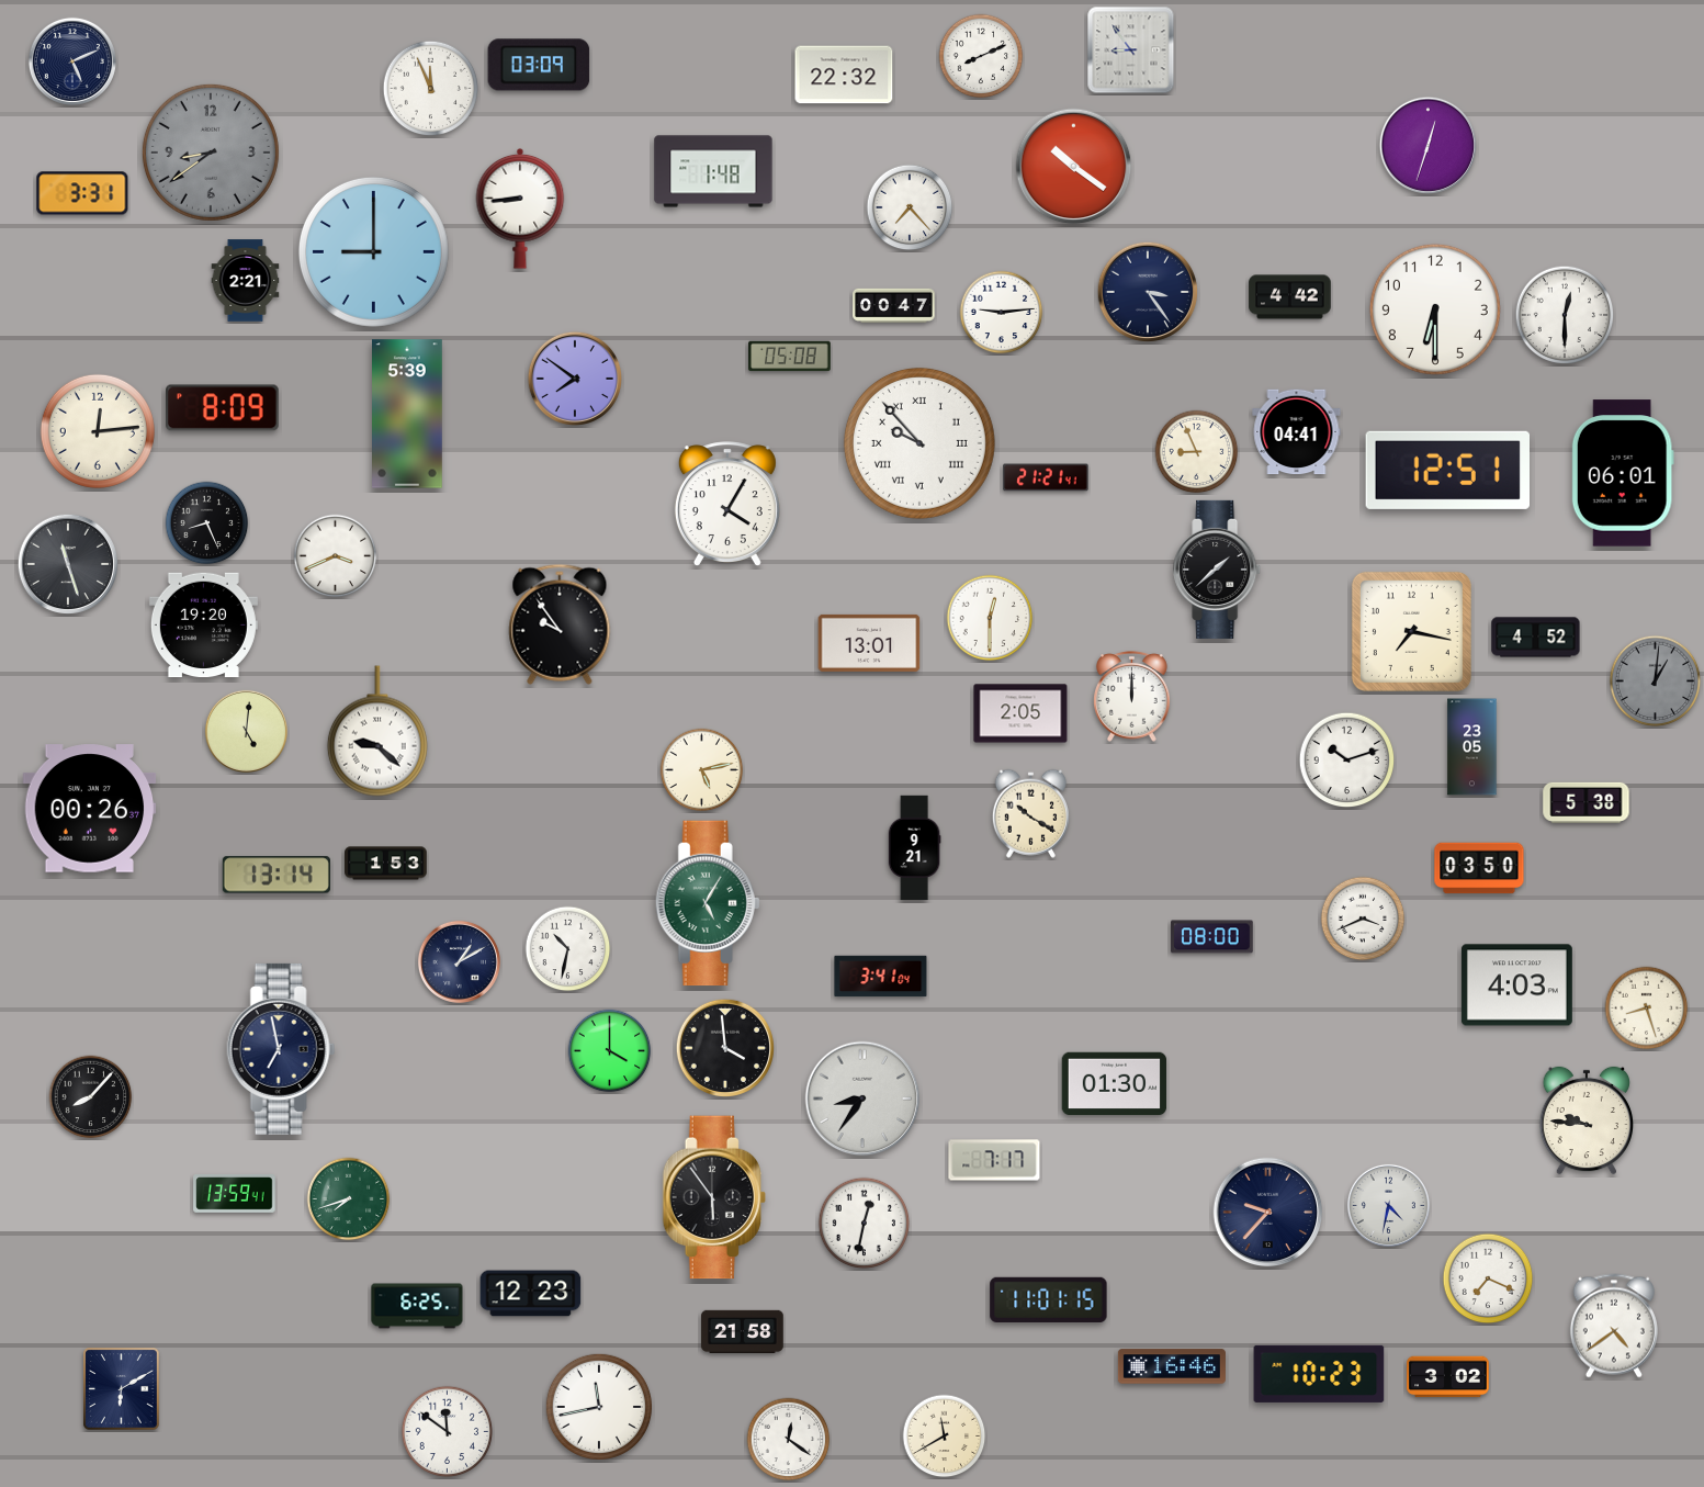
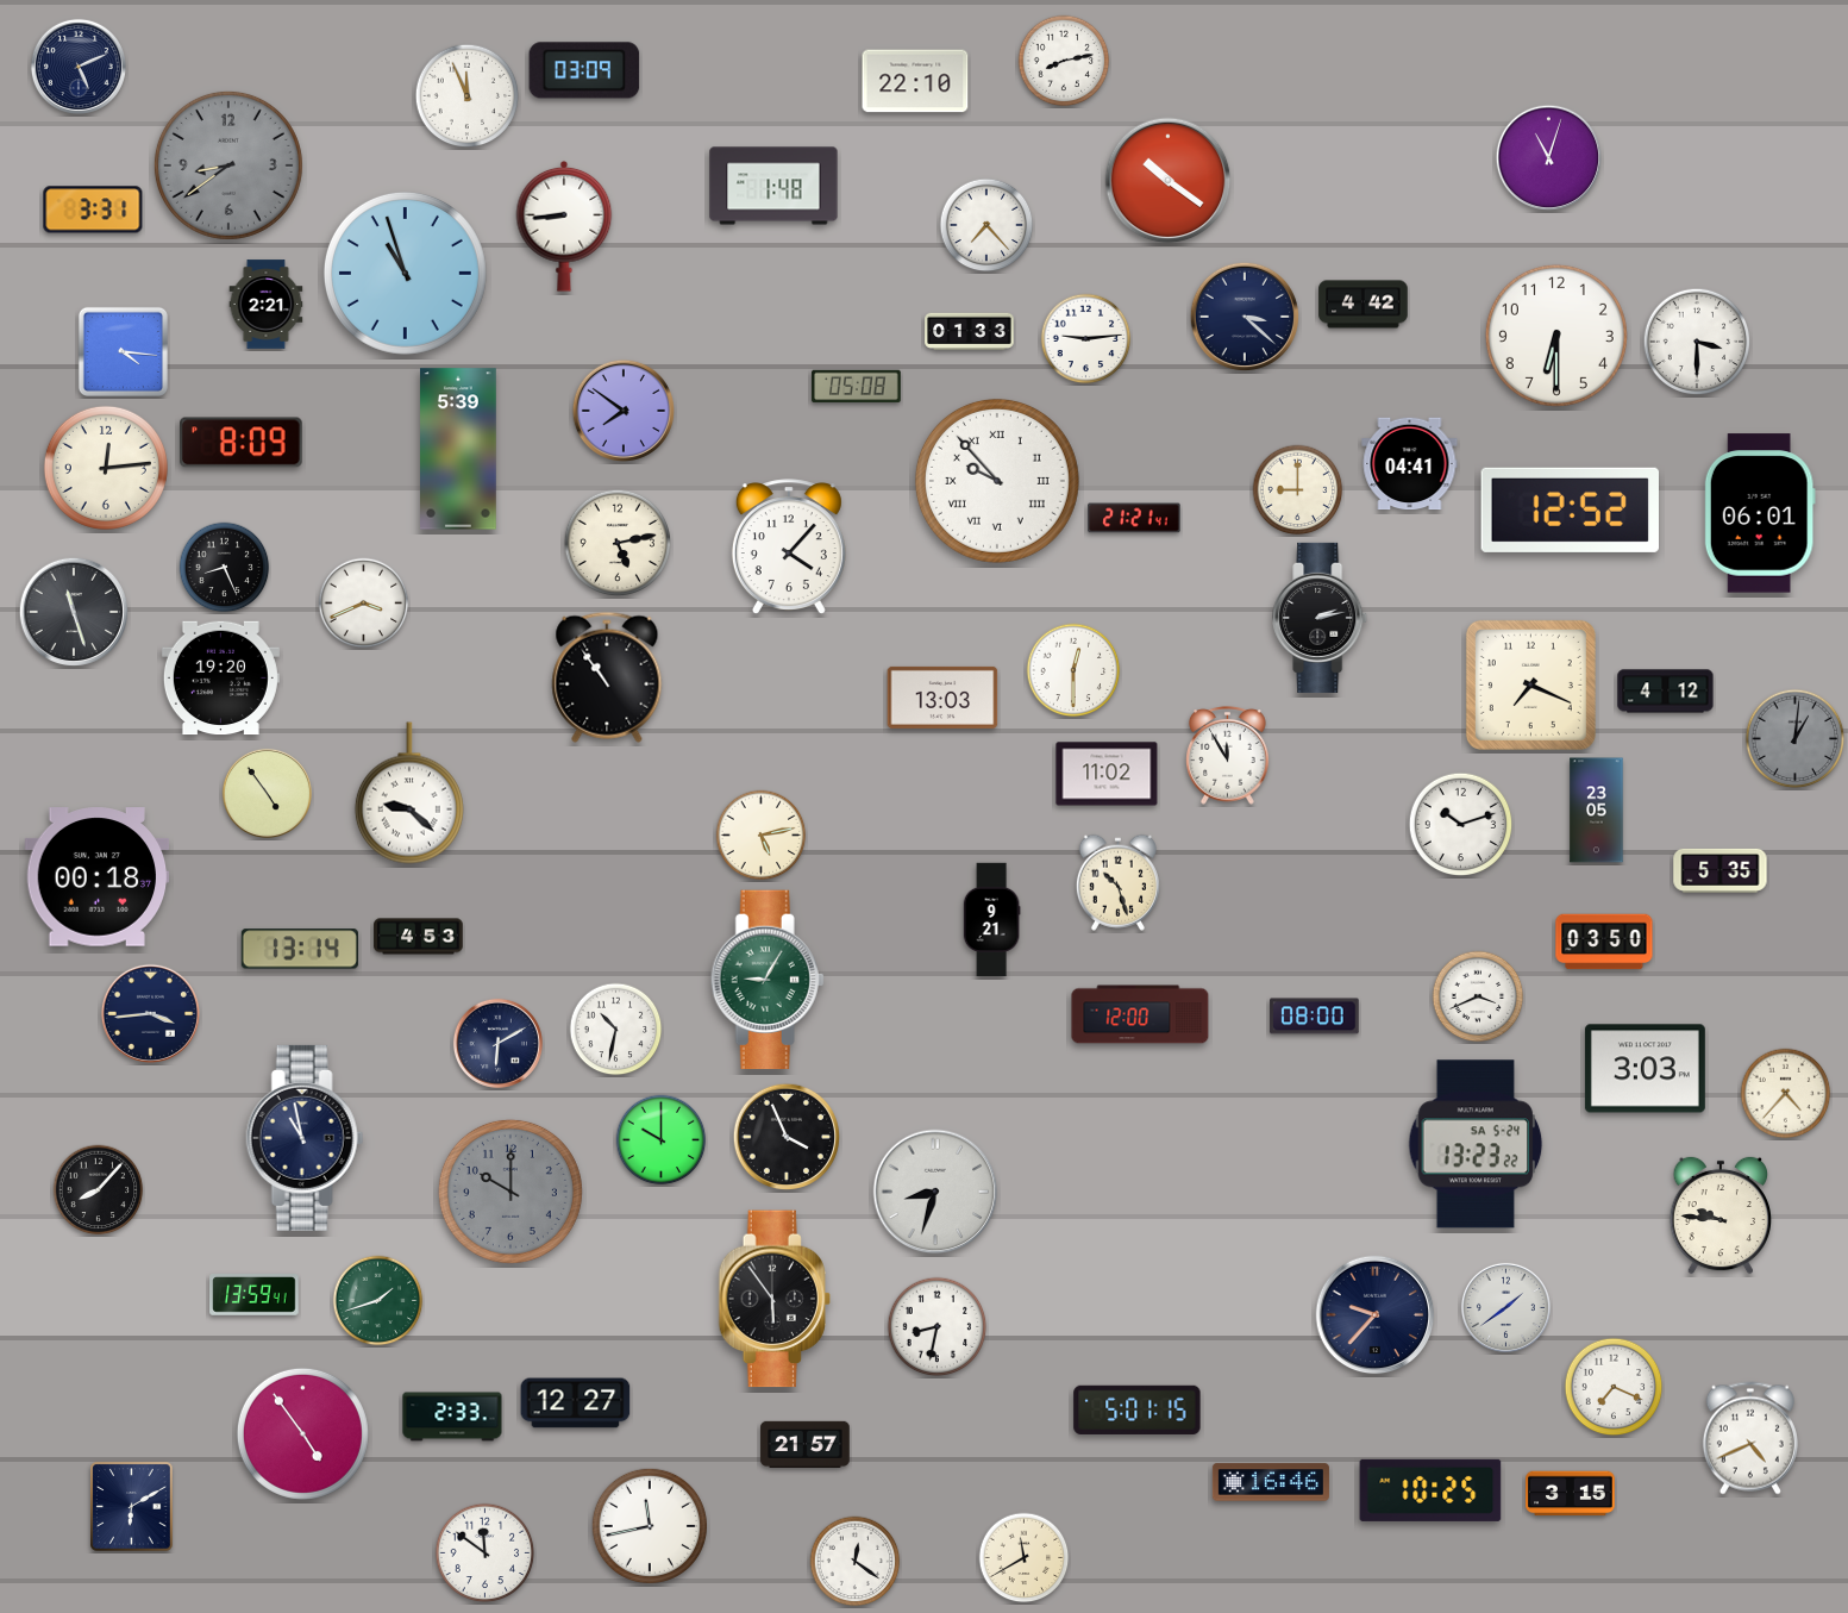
clock at (1131, 50): 8:54 -> none
clock at (981, 56): 8:11 -> 8:13
clock at (844, 75): 22:32 -> 22:10
clock at (1427, 145): 12:33 -> 11:03
clock at (1074, 167) position: (1074, 167) -> (1169, 181)
clock at (82, 193) position: (82, 193) -> (93, 210)
clock at (373, 251): 9:00 -> 10:57
clock at (1148, 292): 3:24 -> 3:22
clock at (1290, 297) position: (1290, 297) -> (1364, 305)
clock at (894, 305): 00:47 -> 01:33
clock at (1565, 315): 12:30 -> 3:30
clock at (123, 351): none -> 4:16
clock at (408, 414) position: (408, 414) -> (459, 449)
clock at (1297, 432) position: (1297, 432) -> (1410, 464)
clock at (1197, 452): 8:56 -> 9:00
clock at (1447, 470): 12:51 -> 12:52
clock at (618, 543): none -> 5:13
clock at (727, 504): 4:05 -> 4:07
clock at (1218, 570): 1:38 -> 2:13
clock at (560, 624): 9:54 -> 10:54
clock at (1411, 631): 7:17 -> 7:19
clock at (1536, 638): 4:52 -> 4:12
clock at (869, 643): 13:01 -> 13:03
clock at (1132, 696): 12:00 -> 11:55
clock at (1020, 713): 2:05 -> 11:02
clock at (246, 731): 5:01 -> 4:54
clock at (1587, 802): 5:38 -> 5:35
clock at (90, 809): 00:26 -> 00:18
clock at (1030, 813): 10:20 -> 10:27
clock at (386, 864): 1:53 -> 4:53
clock at (708, 903): 5:05 -> 9:05
clock at (150, 1013): none -> 3:44
clock at (1140, 1014): none -> 12:00
clock at (459, 961): 1:10 -> 6:10
clock at (881, 977): 3:41 -> none
clock at (1516, 985): 4:03 -> 3:03
clock at (1647, 1009): 8:27 -> 4:37
clock at (725, 1048): 3:59 -> 3:56
clock at (281, 1049): 6:58 -> 10:58
clock at (610, 1051): 4:00 -> 10:00
clock at (1476, 1144): none -> 13:23
clock at (1115, 1084): 01:30 -> none
clock at (510, 1192): none -> 10:00
clock at (862, 1099): 8:36 -> 8:33
clock at (994, 1160): 7:17 -> none
clock at (349, 1199): 7:42 -> 1:42
clock at (1388, 1205): 4:32 -> 1:39
clock at (865, 1224): 12:32 -> 8:32
clock at (531, 1294): 12:23 -> 12:27
clock at (1049, 1299): 11:01 -> 5:01
clock at (417, 1306): 6:25 -> 2:33
clock at (302, 1433): none -> 4:54
clock at (1614, 1326): 4:39 -> 4:41
clock at (743, 1331): 21:58 -> 21:57
clock at (1319, 1374): 10:23 -> 10:25
clock at (1448, 1377): 3:02 -> 3:15
